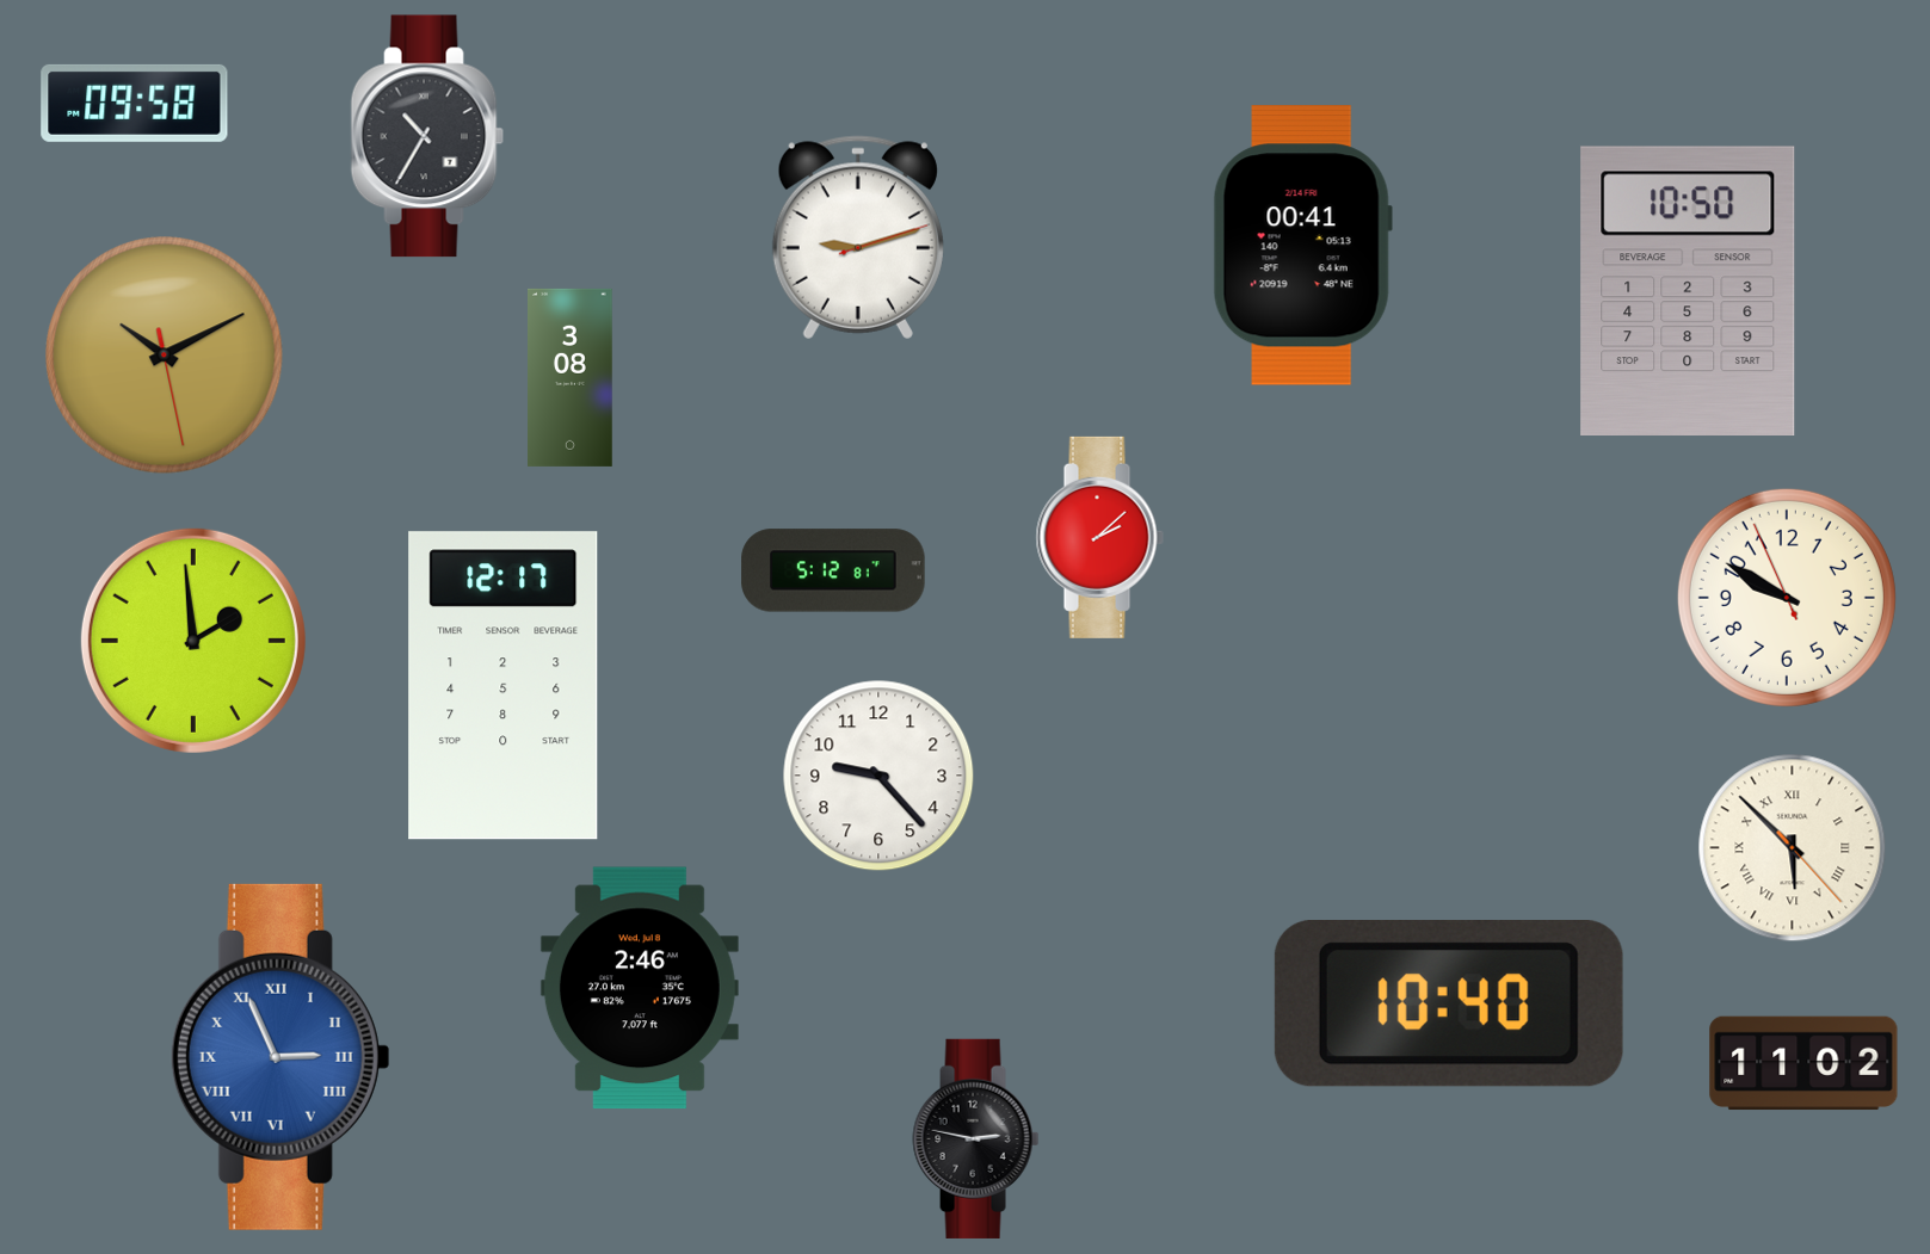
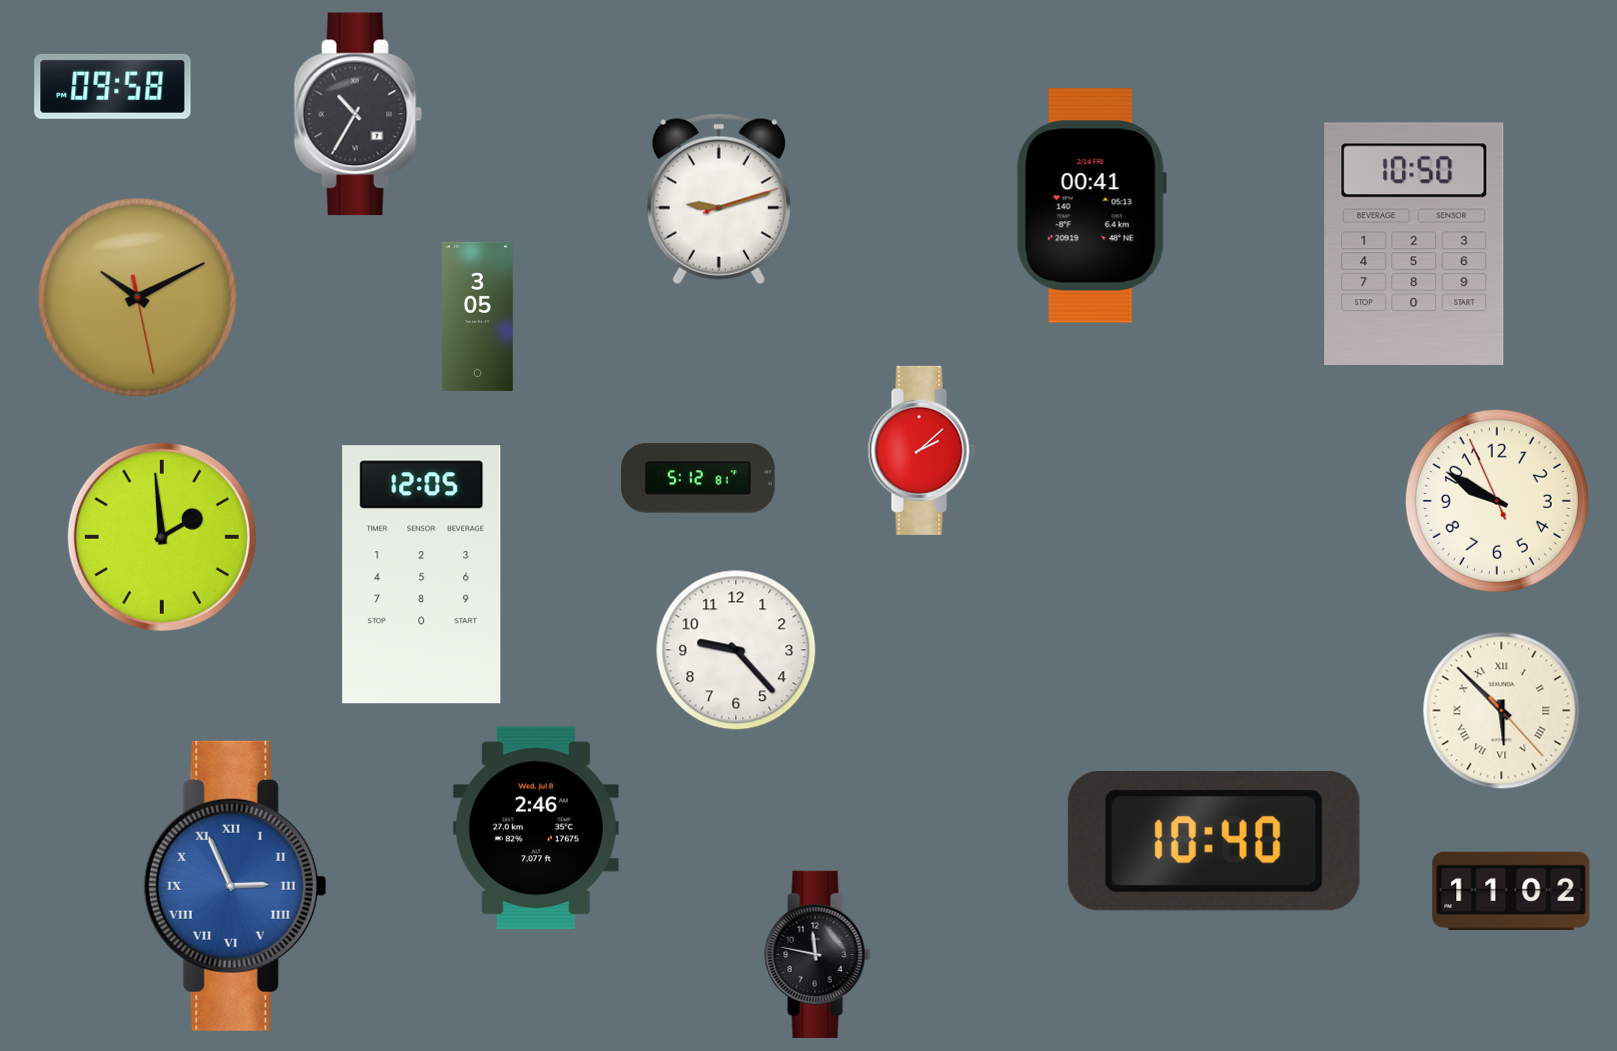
clock at (571, 377): 3:08 -> 3:05
clock at (504, 686): 12:17 -> 12:05
clock at (976, 1138): 2:47 -> 11:47
